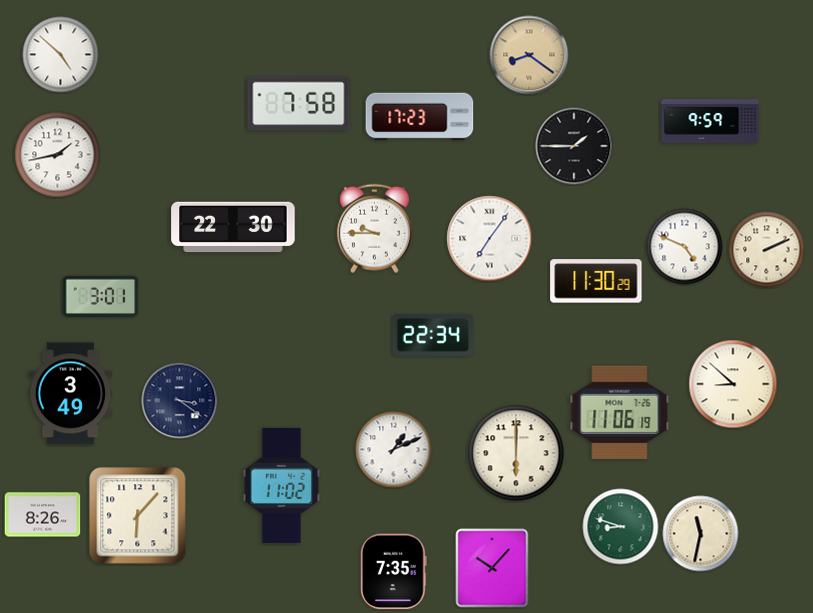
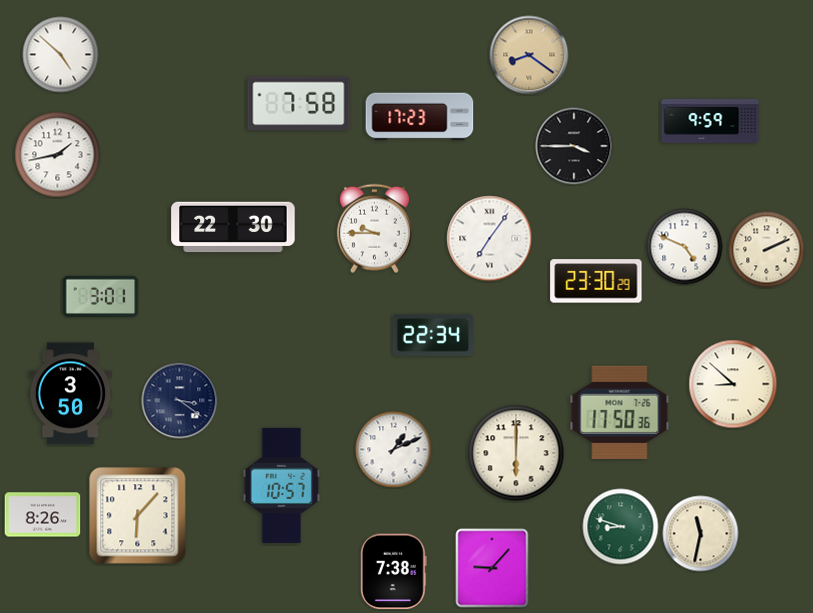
clock at (574, 146): 1:45 -> 3:45
clock at (596, 281): 11:30 -> 23:30
clock at (71, 394): 3:49 -> 3:50
clock at (620, 412): 11:06 -> 17:50
clock at (281, 485): 11:02 -> 10:57
clock at (492, 568): 10:07 -> 9:07
clock at (393, 572): 7:35 -> 7:38
